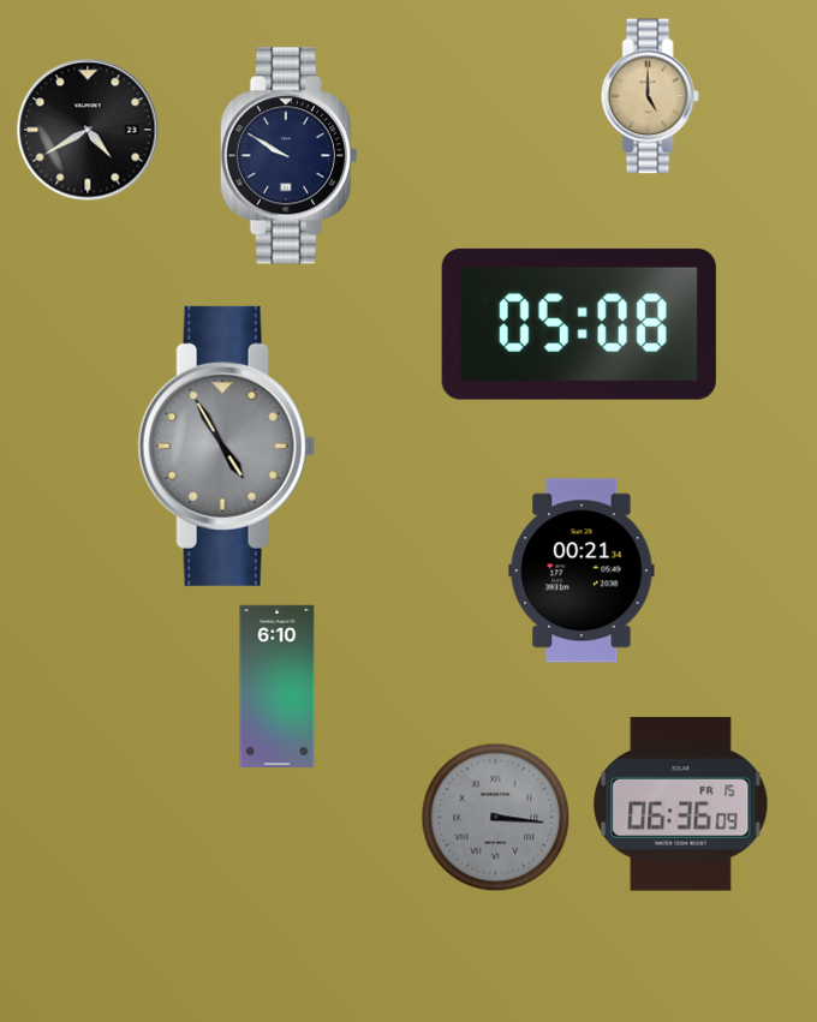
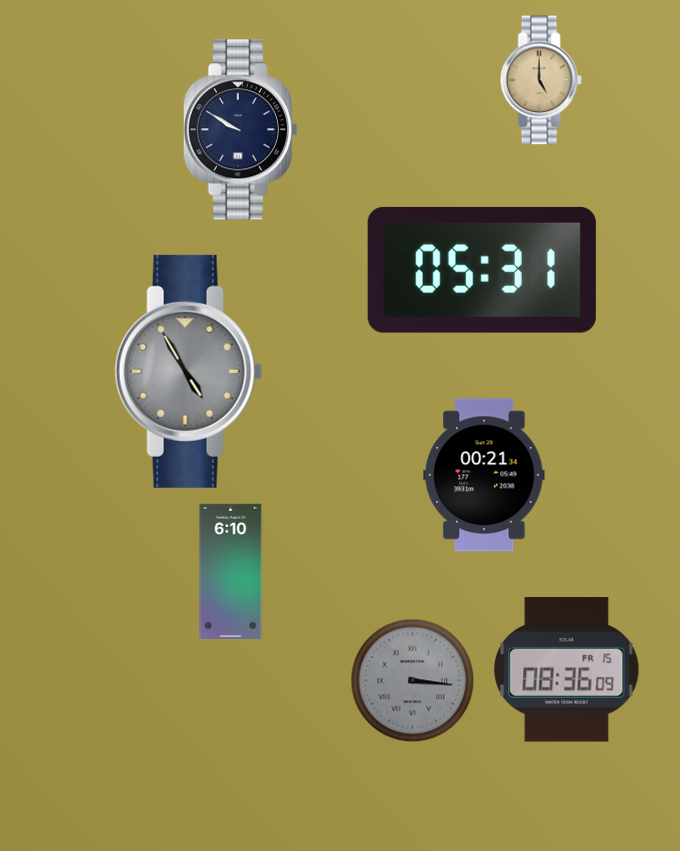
clock at (88, 130): 4:40 -> none
clock at (579, 324): 05:08 -> 05:31
clock at (681, 805): 06:36 -> 08:36
